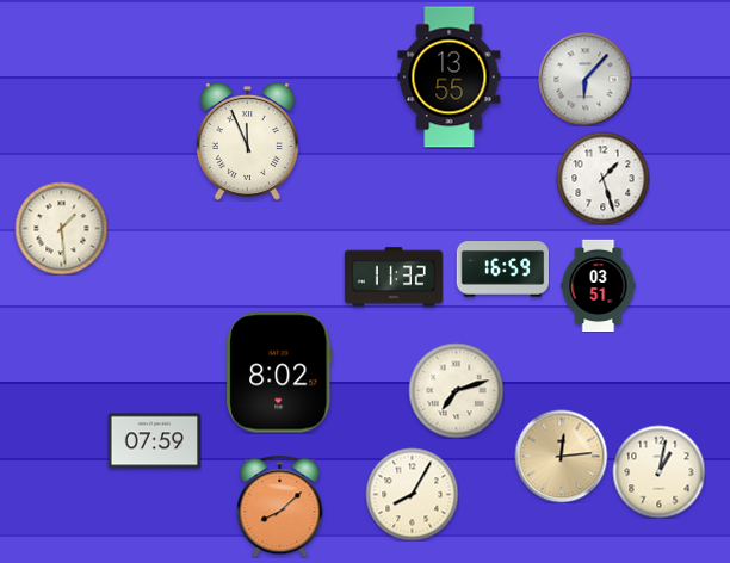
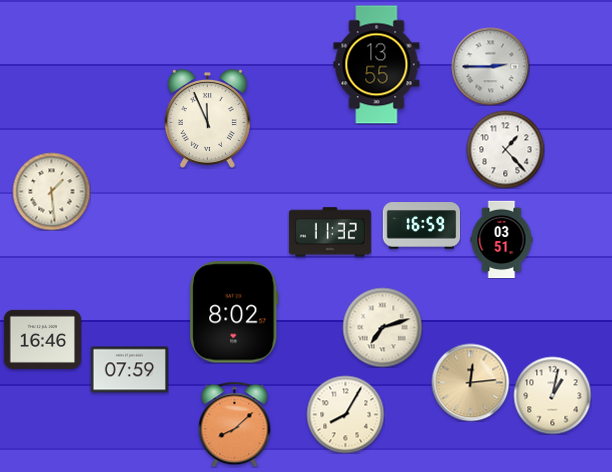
clock at (584, 79): 6:07 -> 2:45
clock at (602, 178): 1:27 -> 1:23
clock at (42, 339): none -> 16:46
